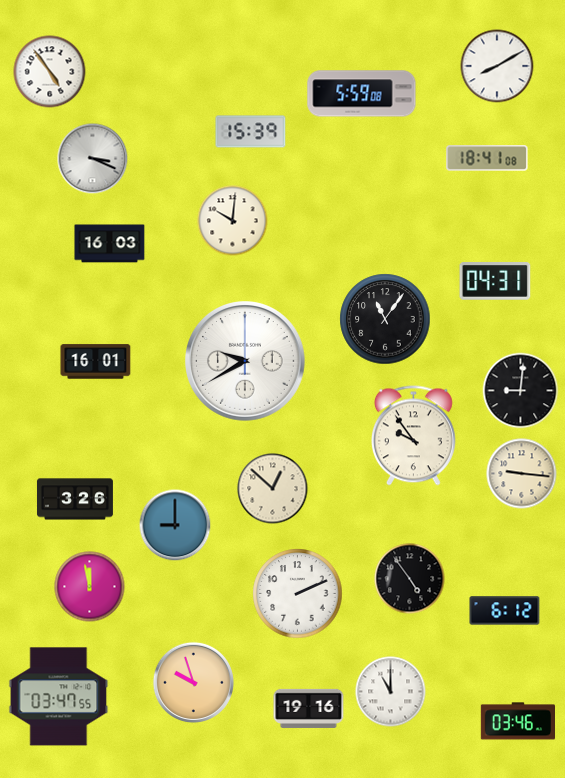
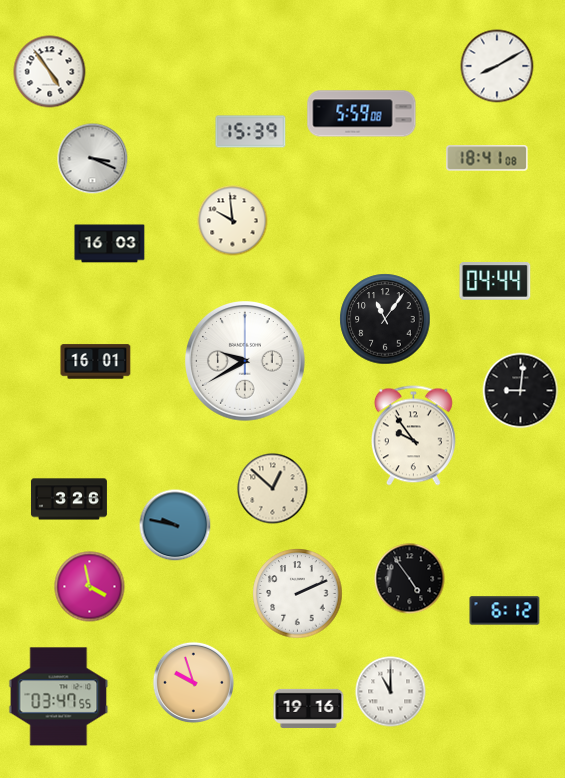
clock at (362, 94) position: (362, 94) -> (362, 114)
clock at (233, 221): 10:01 -> 9:59
clock at (495, 281): 04:31 -> 04:44
clock at (522, 474): 9:16 -> none
clock at (75, 499) position: (75, 499) -> (69, 499)
clock at (175, 525): 9:00 -> 9:47
clock at (90, 587): 11:58 -> 3:58
clock at (517, 721): 03:46 -> none
